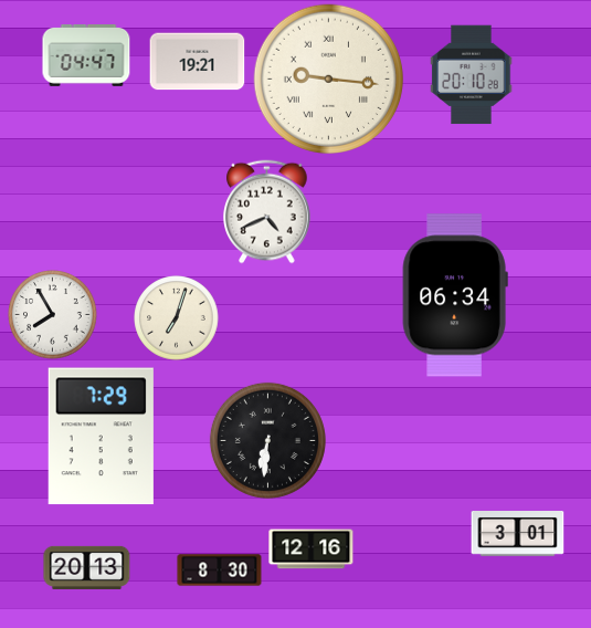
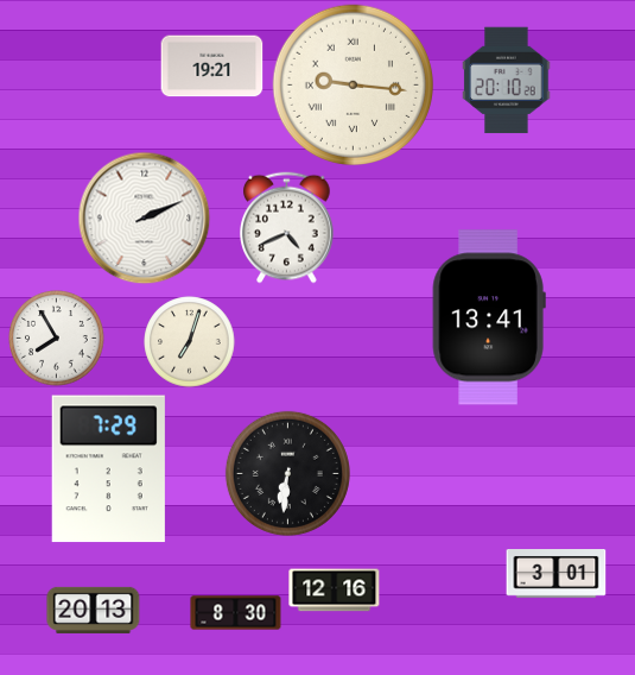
clock at (86, 55): 04:47 -> none
clock at (145, 219): none -> 2:11
clock at (455, 295): 06:34 -> 13:41
